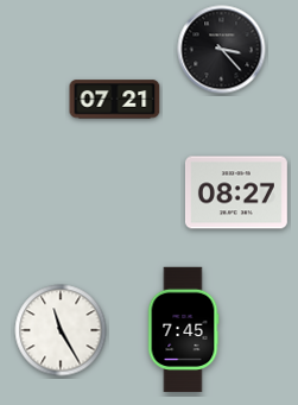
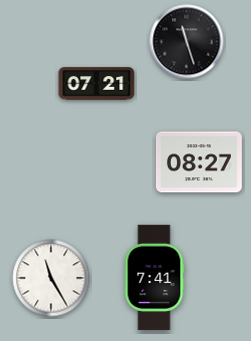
clock at (222, 50): 3:23 -> 11:27
clock at (183, 330): 7:45 -> 7:41
